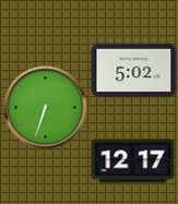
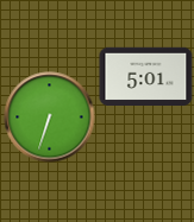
clock at (134, 70): 5:02 -> 5:01
clock at (133, 161): 12:17 -> none
